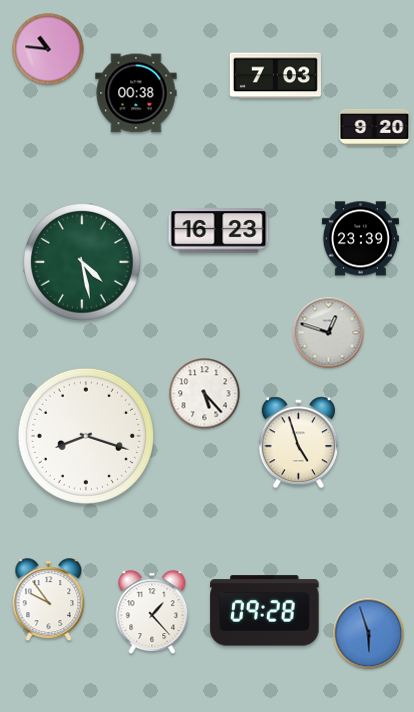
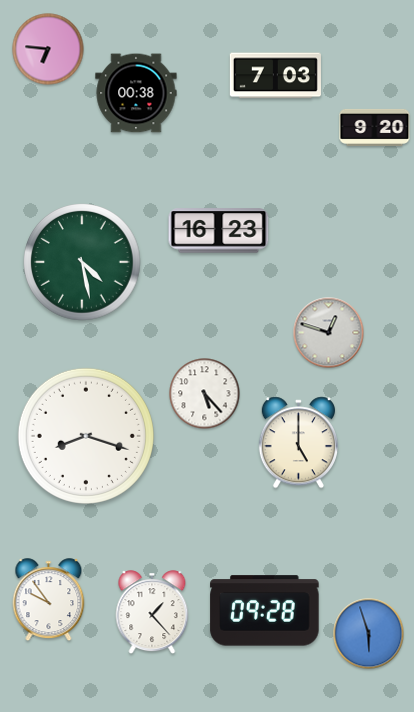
clock at (48, 49): 10:46 -> 6:46
clock at (360, 239): 23:39 -> none
clock at (298, 443): 4:57 -> 5:00
